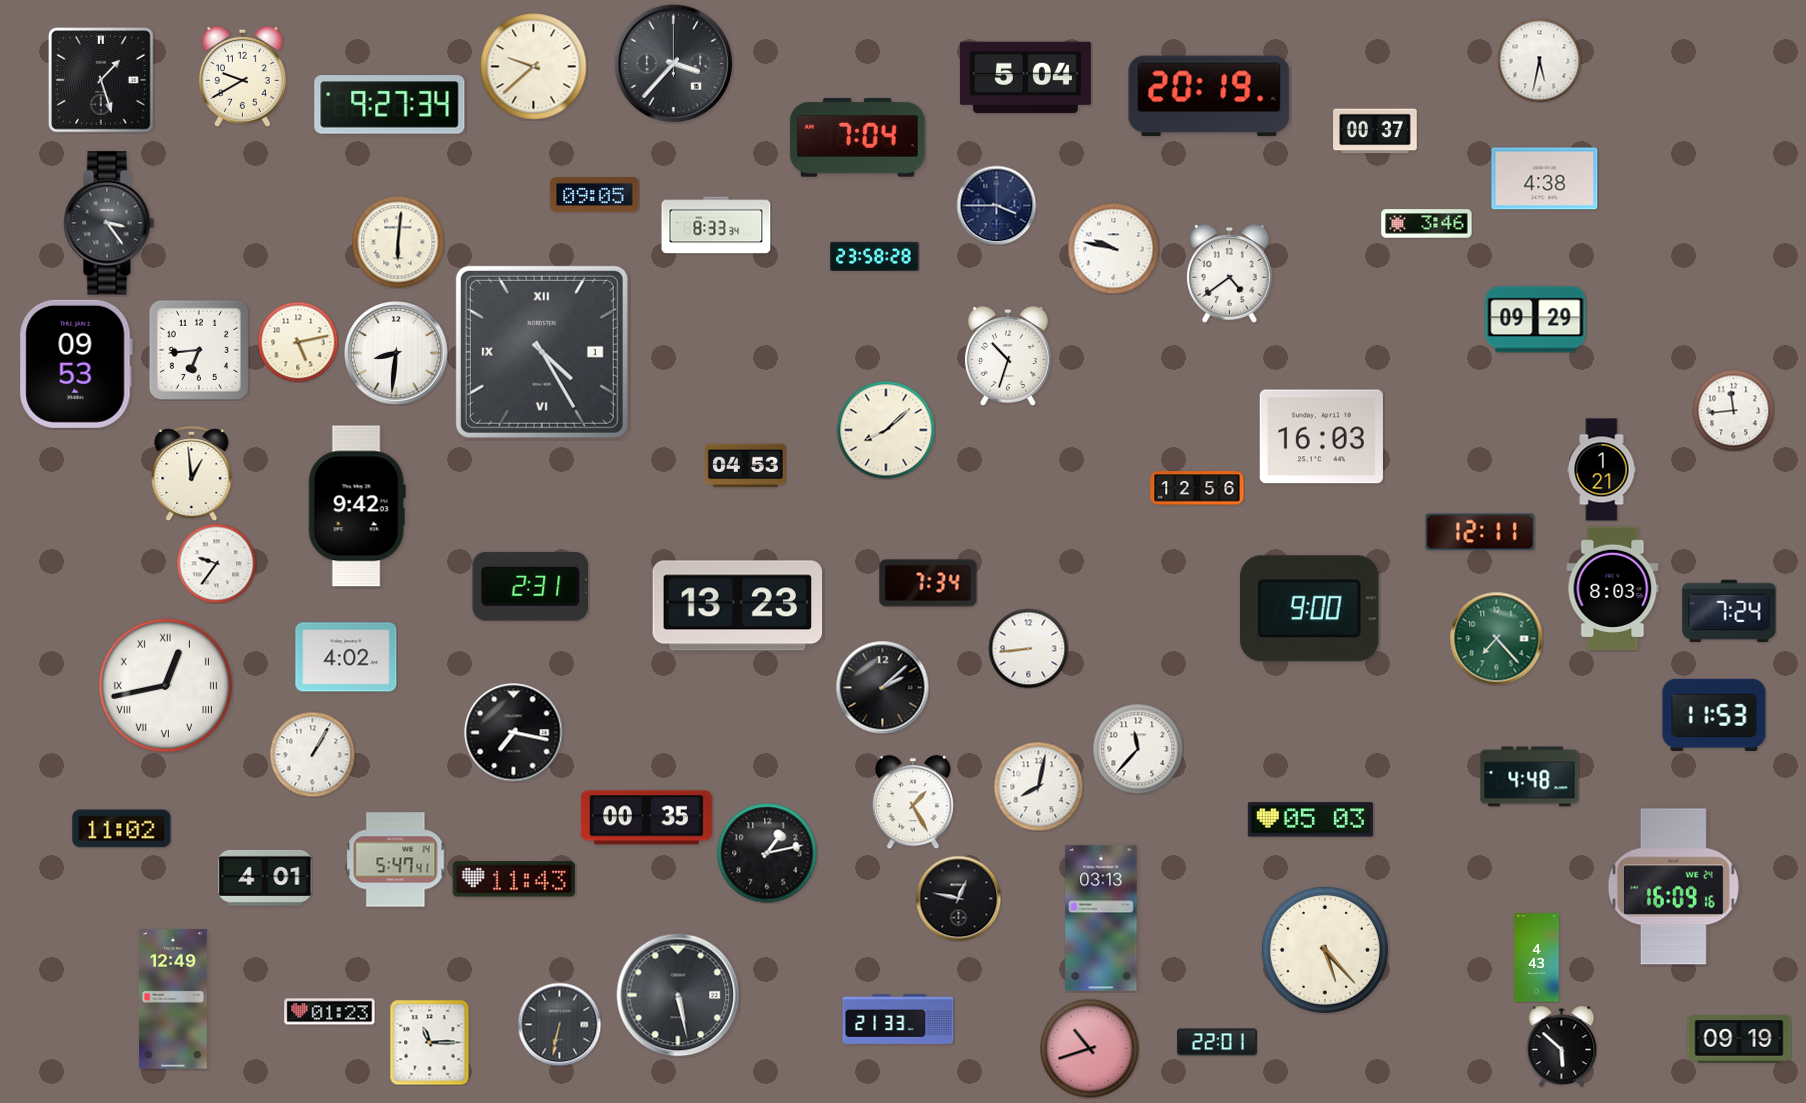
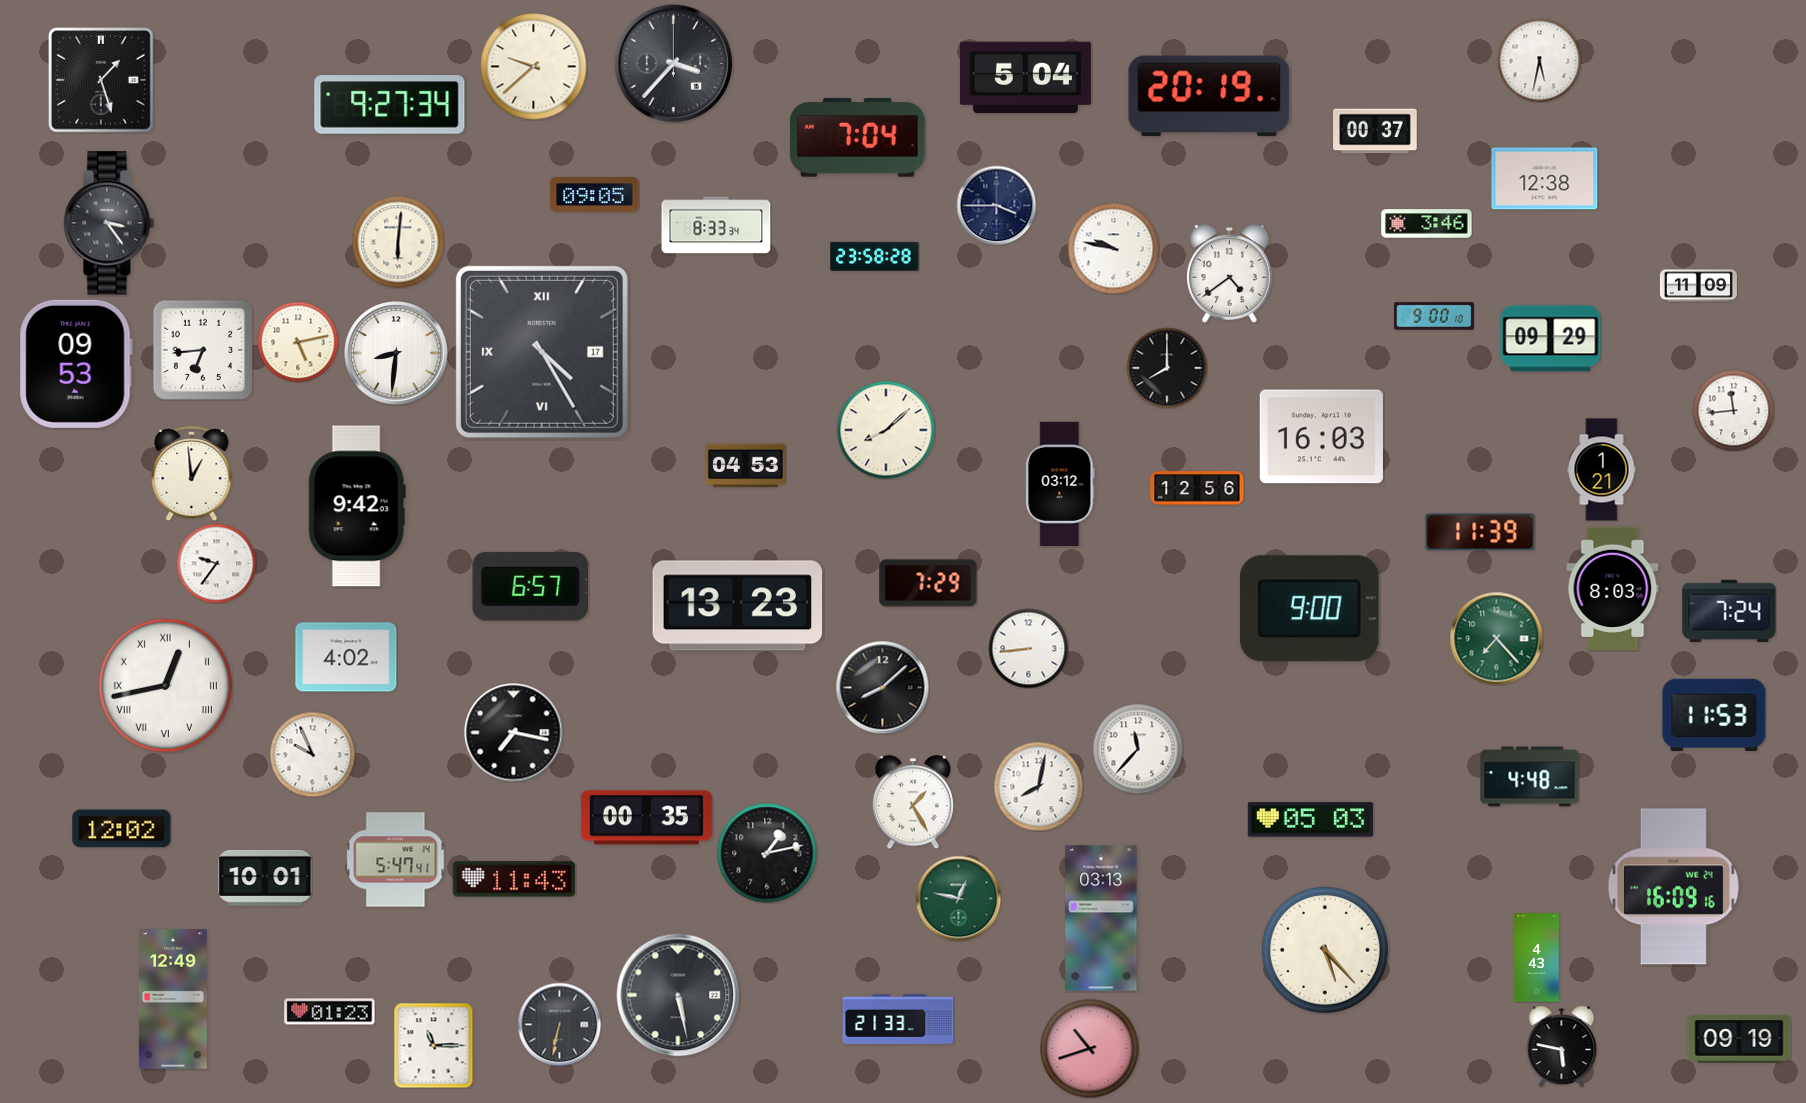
clock at (242, 76): 9:40 -> none
clock at (1545, 179): 4:38 -> 12:38
clock at (1698, 286): none -> 11:09
clock at (1434, 316): none -> 9:00
clock at (1536, 320) position: (1536, 320) -> (1551, 339)
clock at (199, 350) position: (199, 350) -> (203, 350)
clock at (542, 352) date: 1 -> 17
clock at (1008, 357): 10:33 -> none
clock at (1167, 368): none -> 8:00
clock at (1060, 484): none -> 03:12
clock at (1480, 532): 12:11 -> 11:39
clock at (928, 583): 7:34 -> 7:29
clock at (530, 586): 2:31 -> 6:57
clock at (882, 687): 2:08 -> 8:08
clock at (312, 754): 1:05 -> 9:56
clock at (122, 829): 11:02 -> 12:02
clock at (265, 878): 4:01 -> 10:01
clock at (958, 898) dial: black -> green
clock at (430, 1042) position: (430, 1042) -> (434, 1045)
clock at (1217, 1042): 22:01 -> none
clock at (1562, 1046): 5:52 -> 5:47
